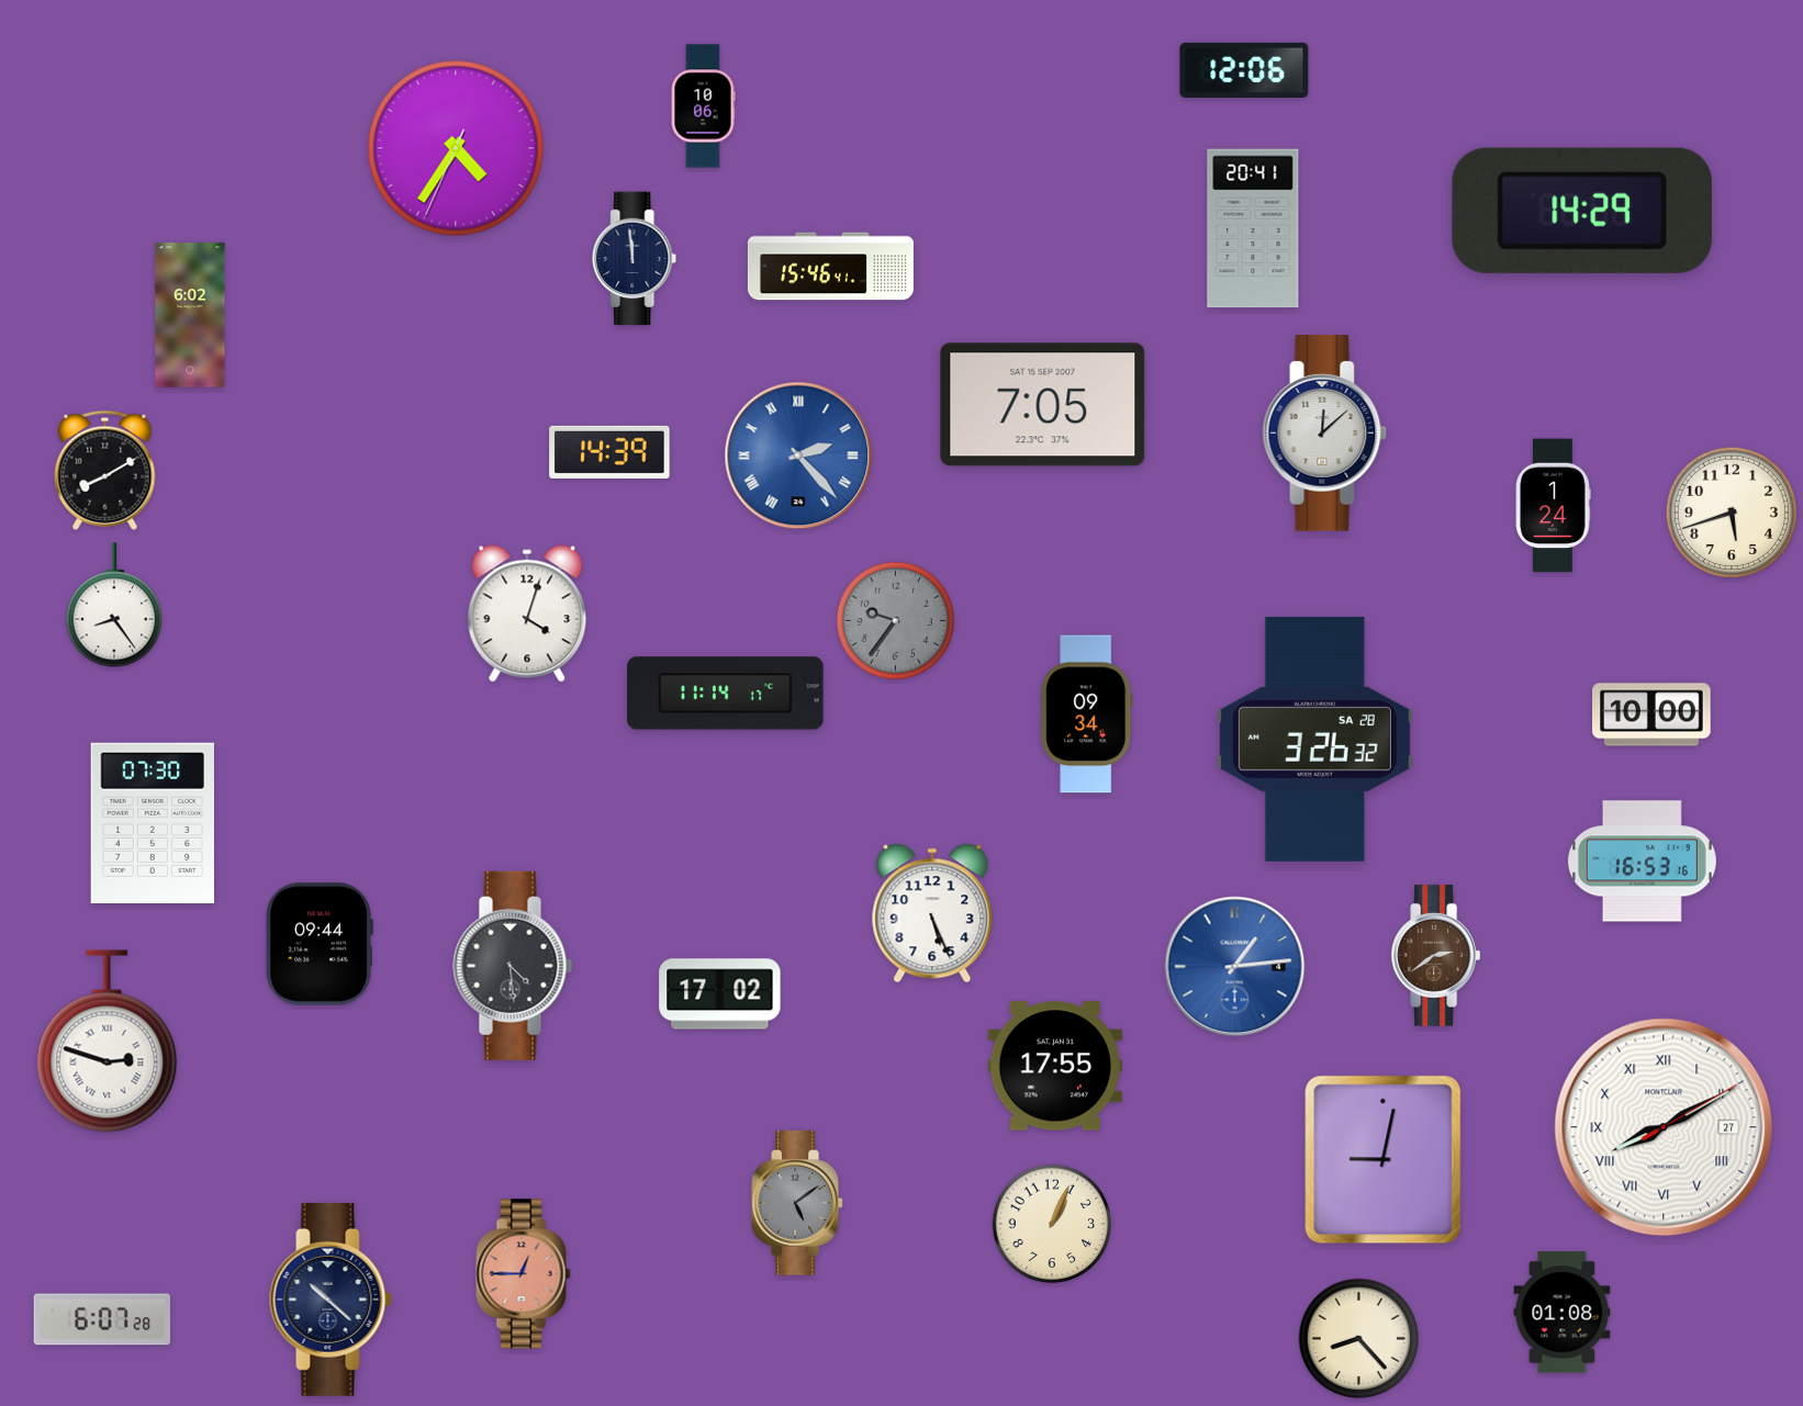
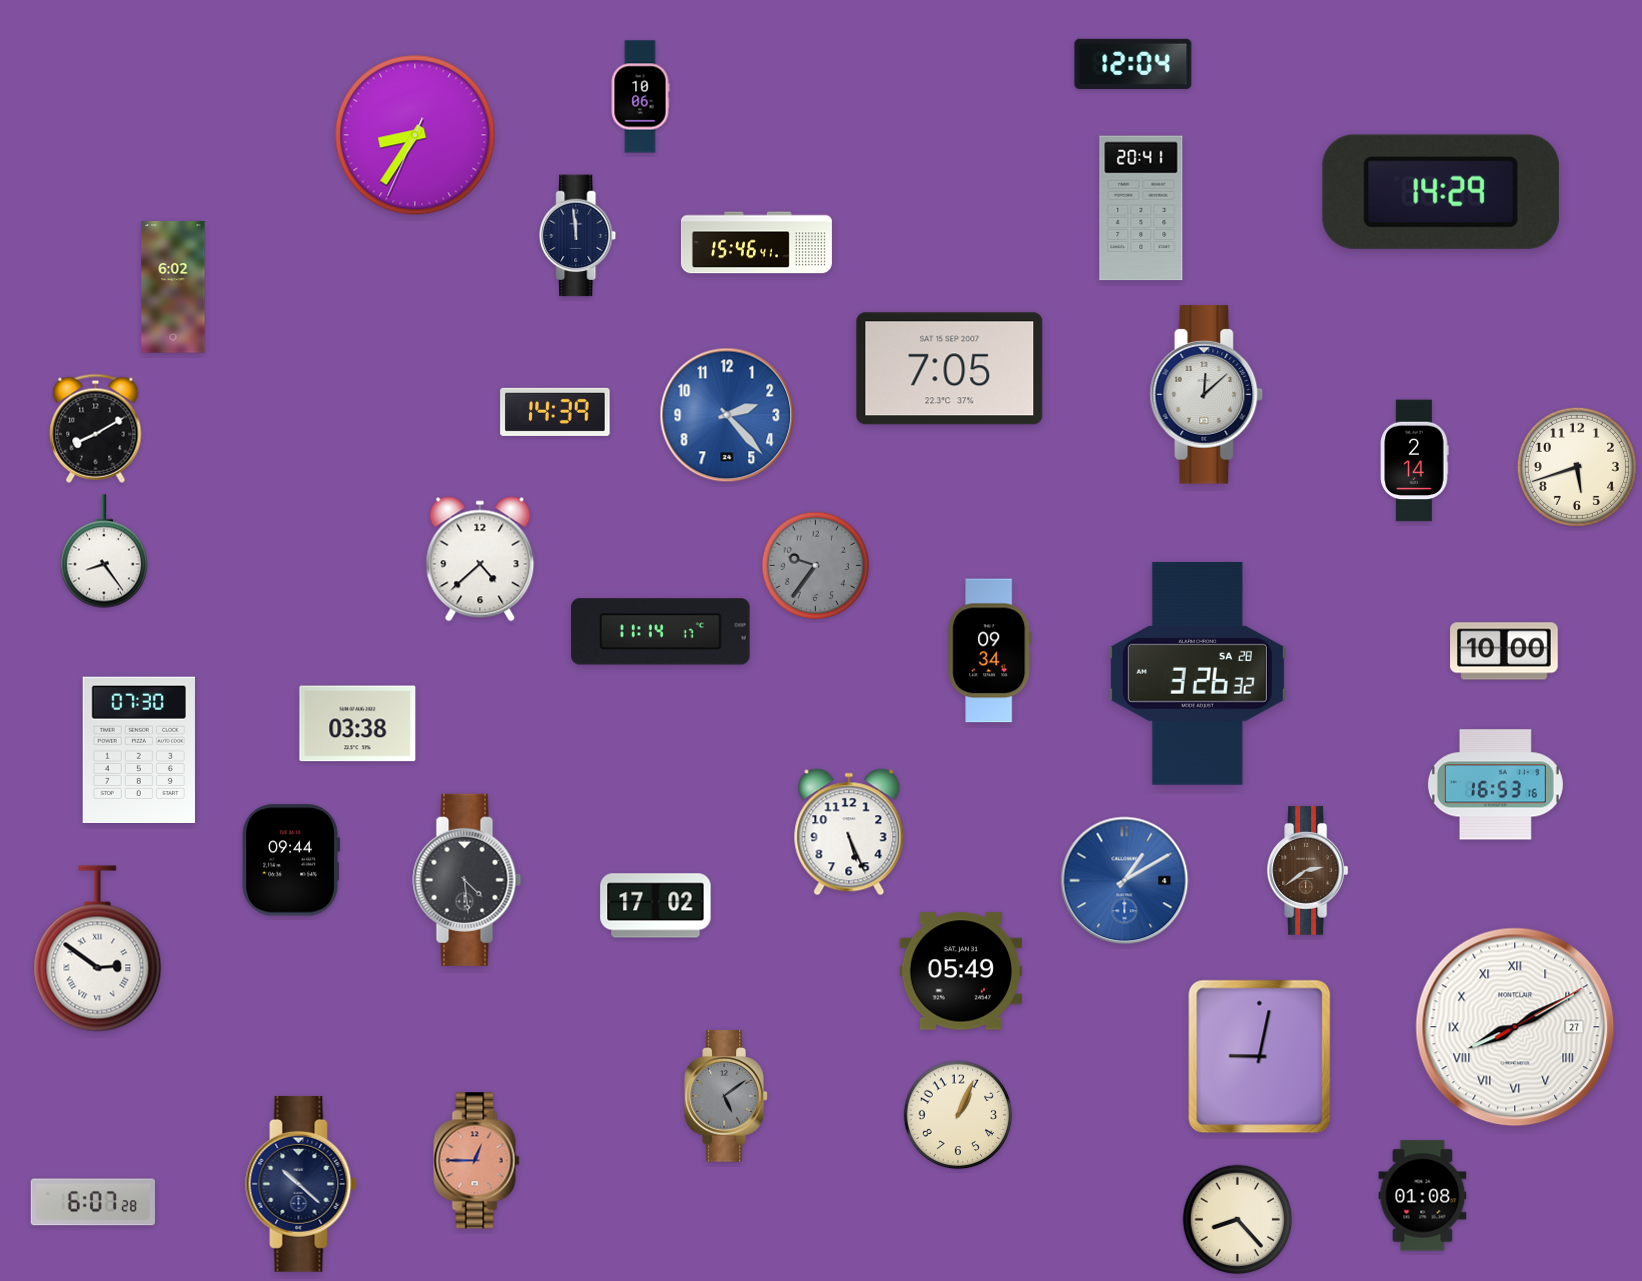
clock at (1244, 70): 12:06 -> 12:04
clock at (456, 148): 4:35 -> 8:35
clock at (798, 455) numerals: Roman -> Arabic
clock at (1553, 506): 1:24 -> 2:14
clock at (527, 614): 4:03 -> 4:38
clock at (358, 724): none -> 03:38
clock at (1235, 967): 1:14 -> 1:10
clock at (108, 1042): 2:48 -> 2:51
clock at (1055, 1066): 17:55 -> 05:49
